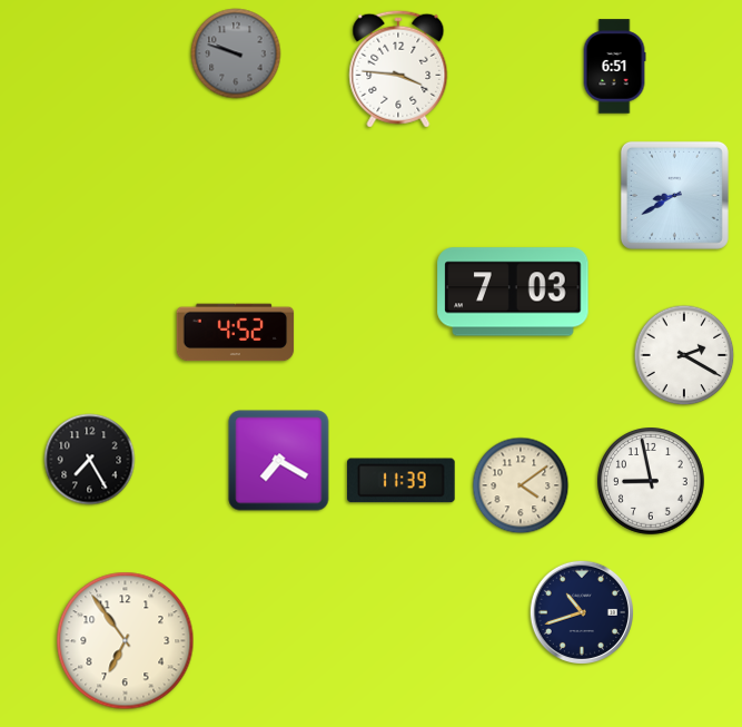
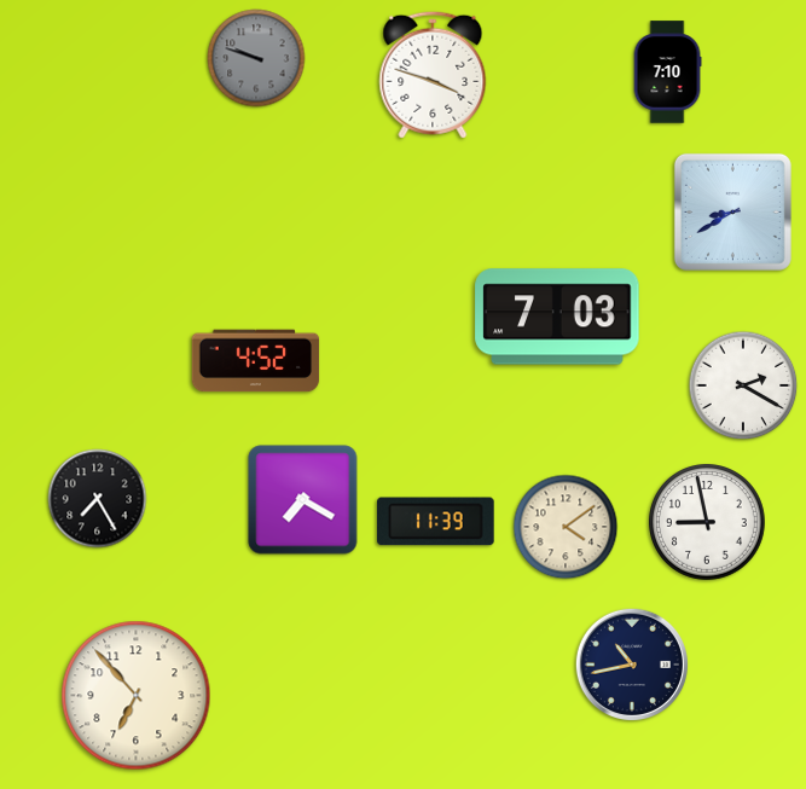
clock at (614, 67): 6:51 -> 7:10
clock at (398, 69): 3:46 -> 3:48
clock at (581, 611): 10:42 -> 10:43
clock at (126, 641): 6:54 -> 6:53
